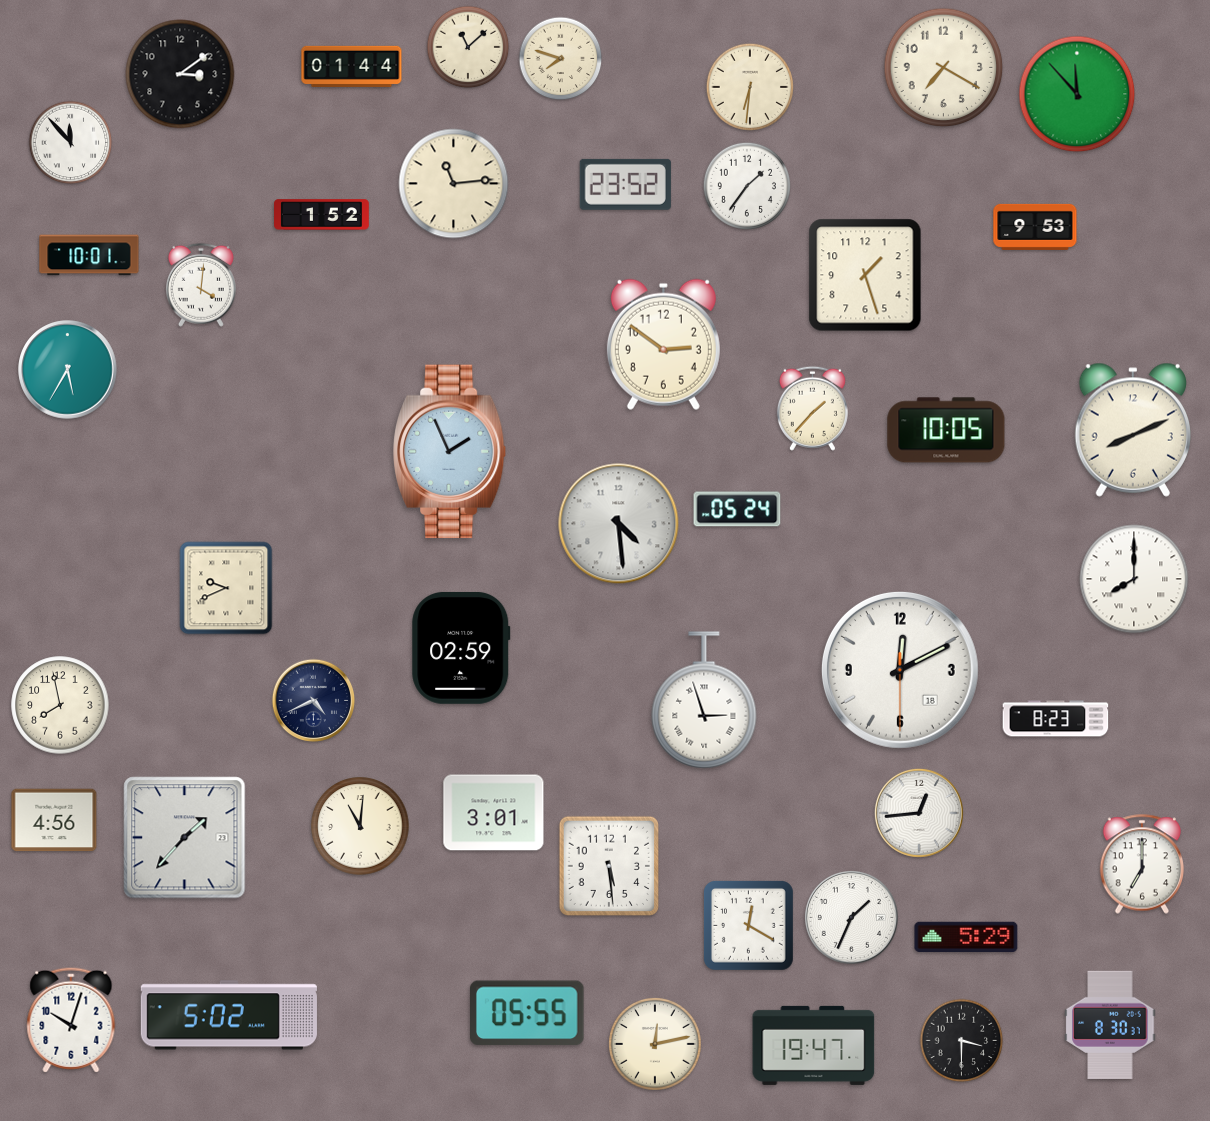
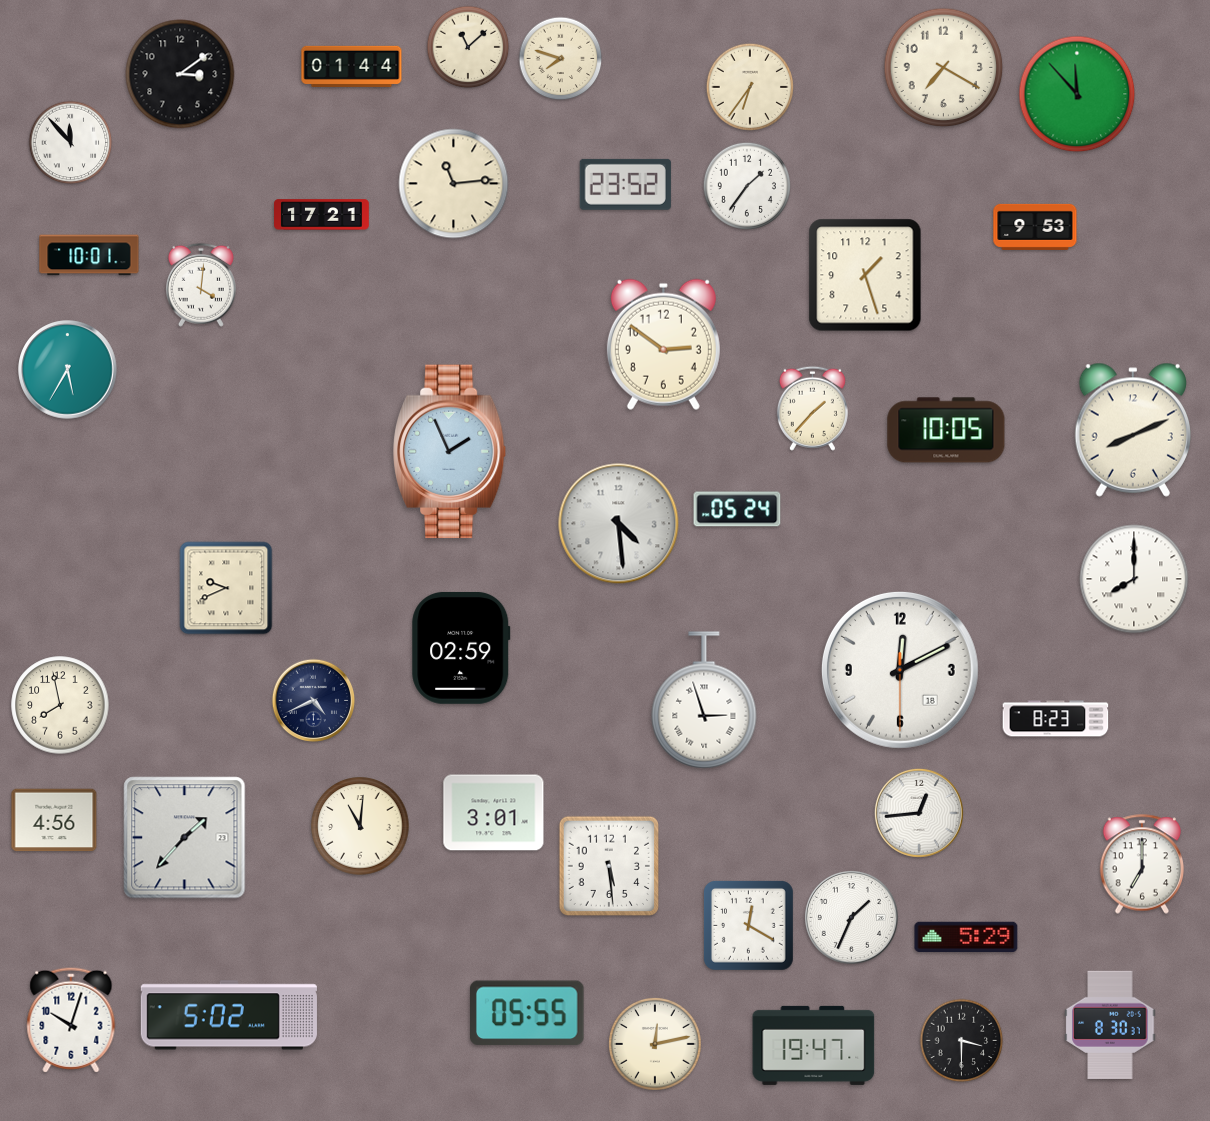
clock at (750, 87): 6:31 -> 6:36
clock at (322, 215): 1:52 -> 17:21
